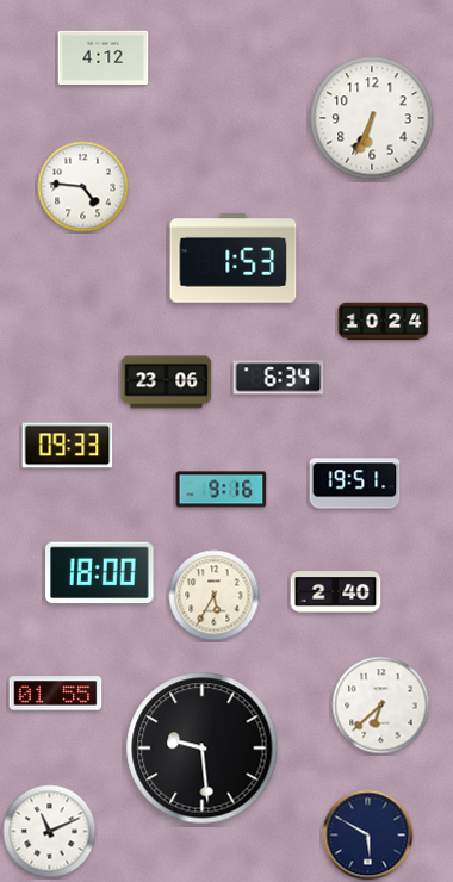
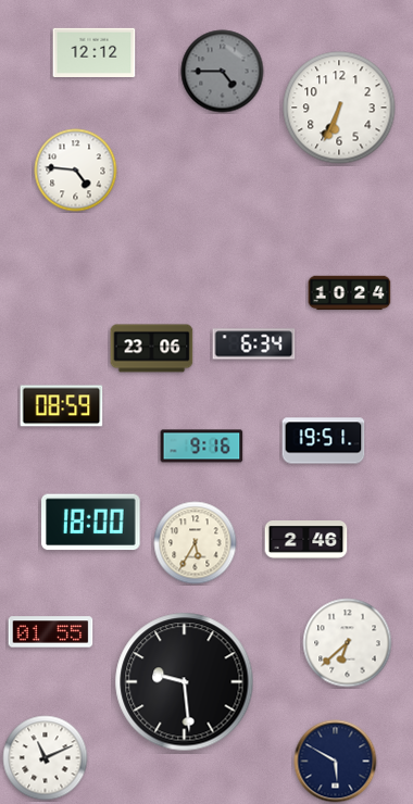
clock at (104, 57): 4:12 -> 12:12
clock at (223, 72): none -> 4:45
clock at (234, 259): 1:53 -> none
clock at (68, 446): 09:33 -> 08:59
clock at (336, 592): 2:40 -> 2:46
